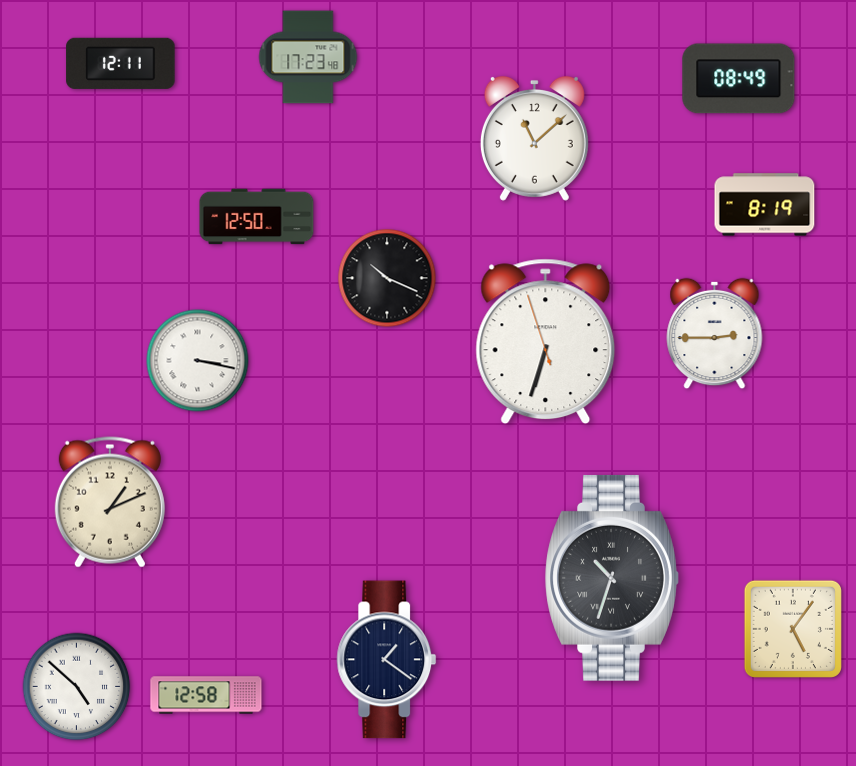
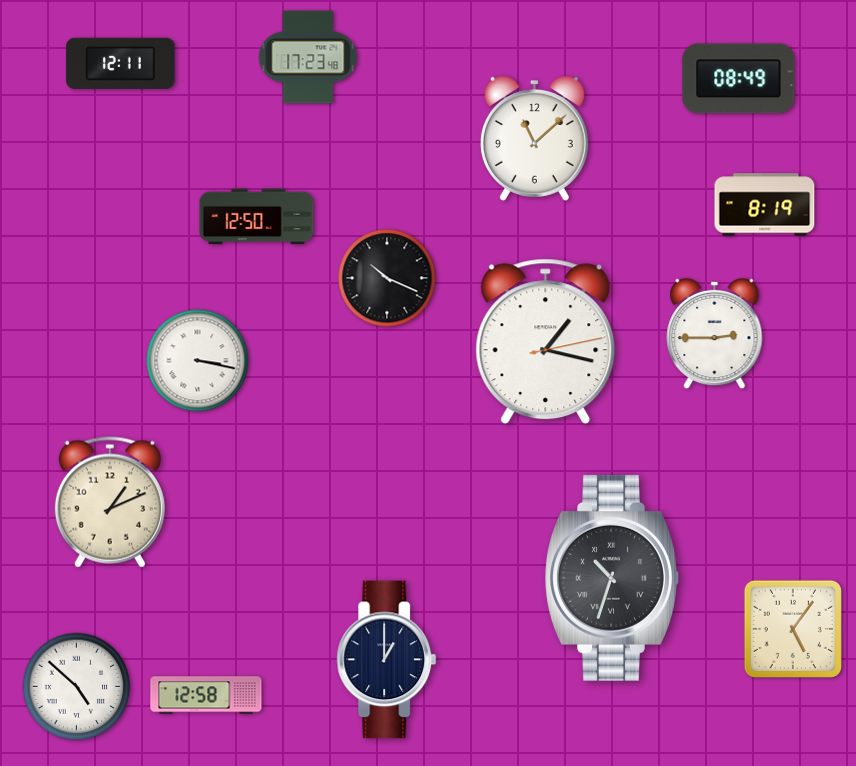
clock at (546, 342): 6:32 -> 1:17
clock at (387, 660): 1:21 -> 1:00
